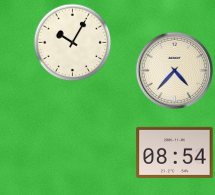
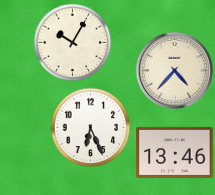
clock at (90, 127): none -> 6:26
clock at (175, 152): 08:54 -> 13:46
